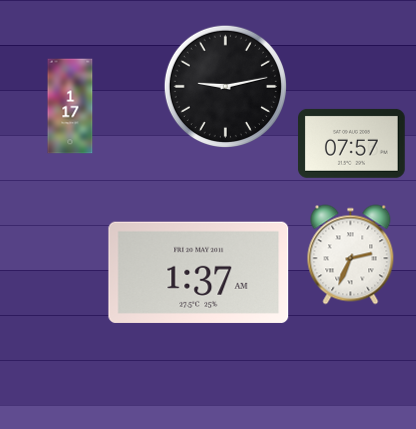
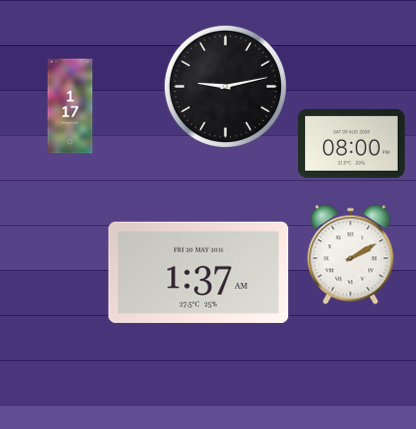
clock at (352, 143): 07:57 -> 08:00
clock at (351, 255): 2:34 -> 2:10
